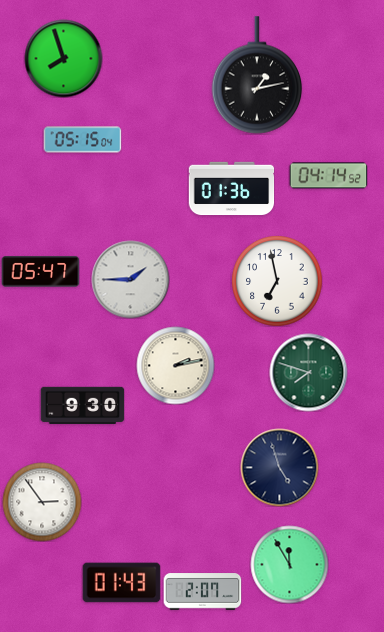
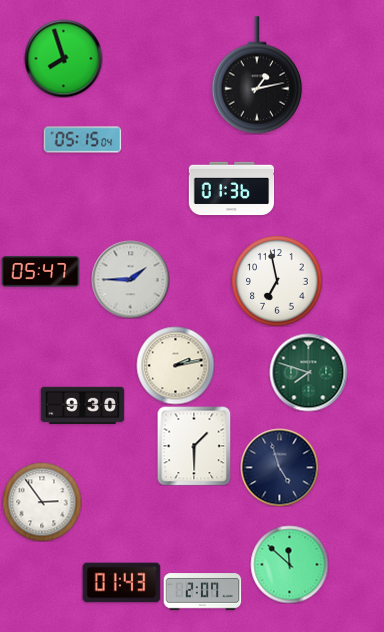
clock at (328, 176): 04:14 -> none
clock at (194, 446): none -> 1:30
clock at (289, 564): 11:55 -> 11:52
